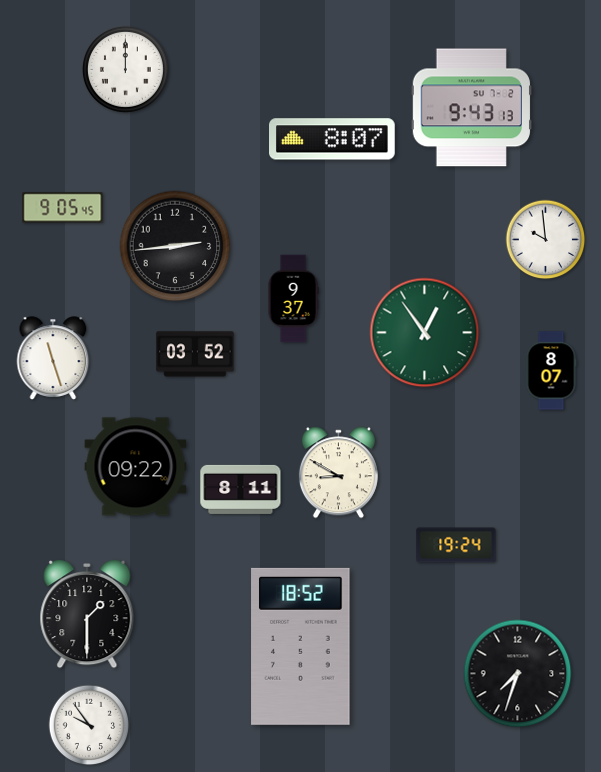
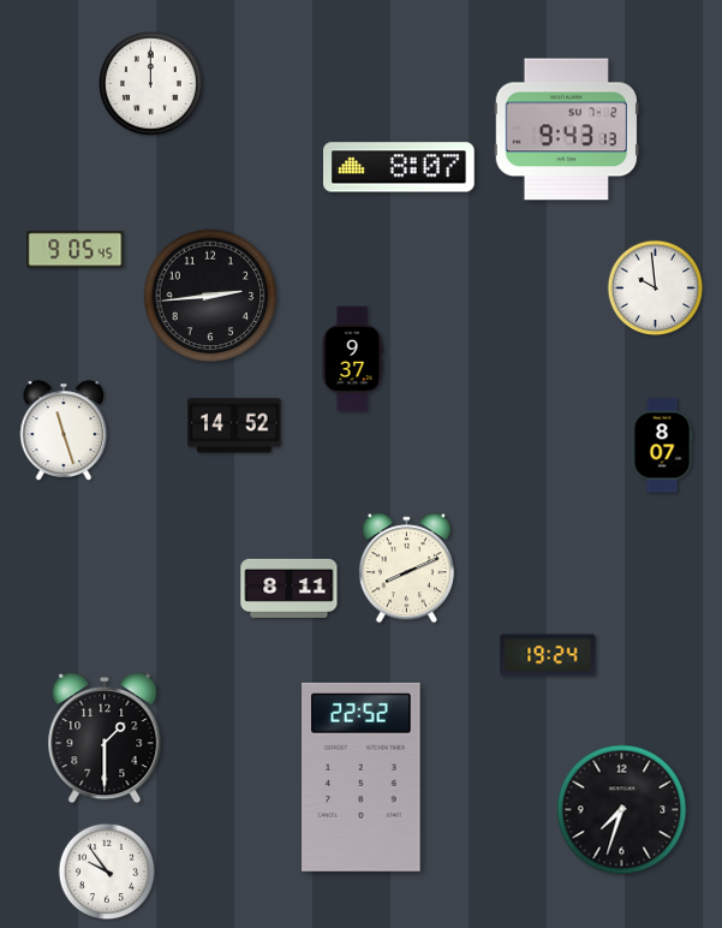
clock at (425, 333): 12:54 -> none
clock at (195, 354): 03:52 -> 14:52
clock at (136, 467): 09:22 -> none
clock at (338, 473): 8:50 -> 8:11
clock at (301, 646): 18:52 -> 22:52
